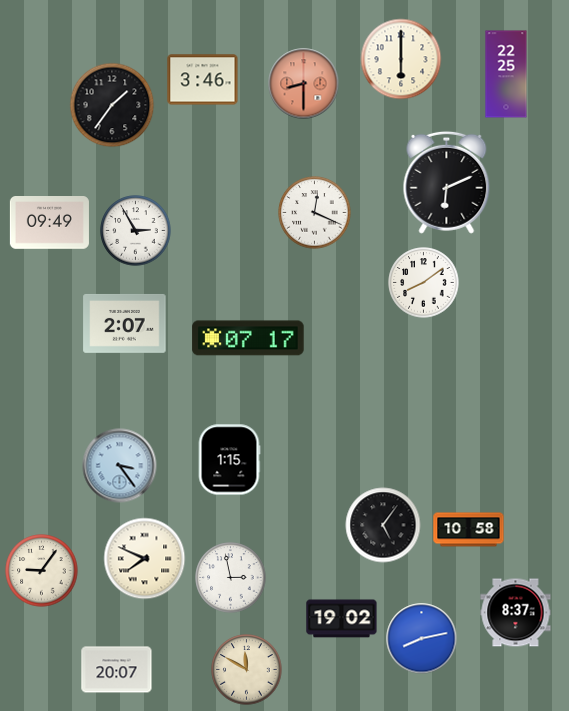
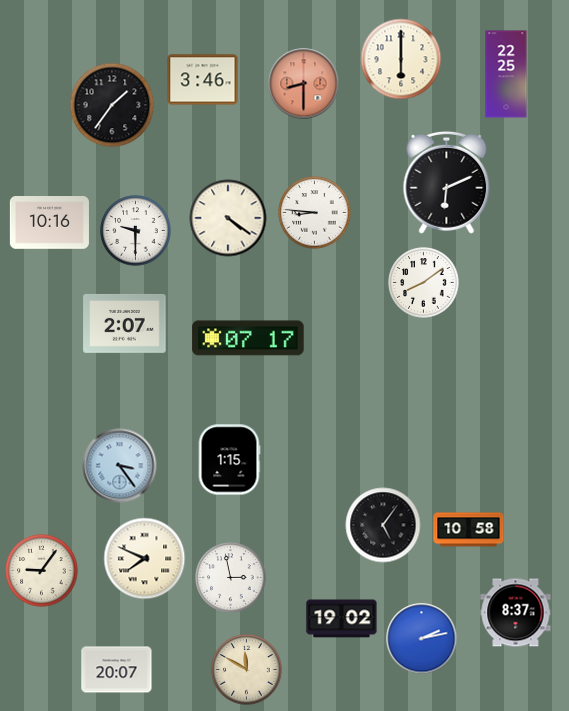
clock at (315, 213): 12:19 -> 8:46
clock at (228, 218): none -> 4:21
clock at (49, 223): 09:49 -> 10:16
clock at (136, 231): 2:55 -> 9:30
clock at (422, 639): 8:13 -> 2:13
